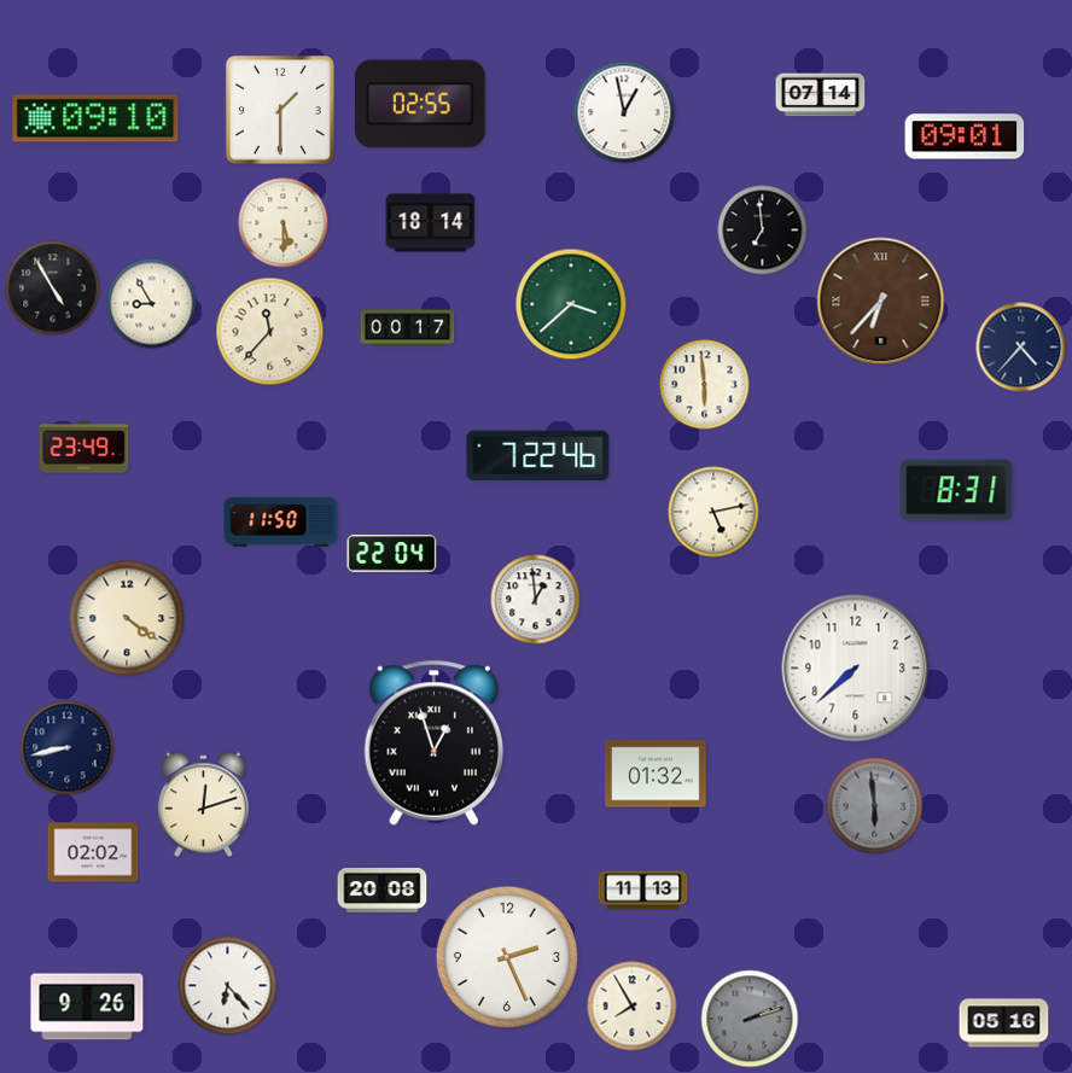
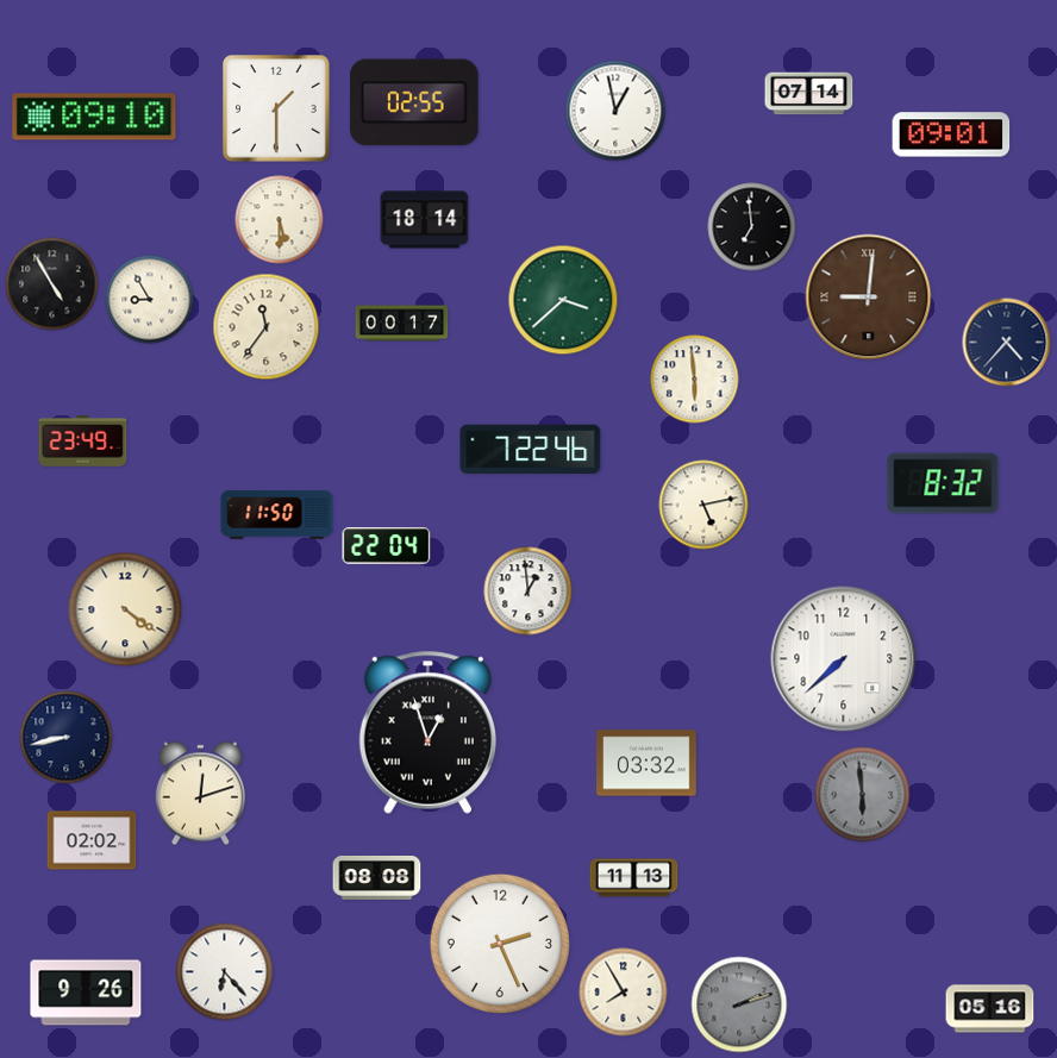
clock at (881, 302): 6:37 -> 9:01
clock at (270, 332): 11:37 -> 11:36
clock at (956, 490): 8:31 -> 8:32
clock at (656, 774): 01:32 -> 03:32
clock at (383, 891): 20:08 -> 08:08
